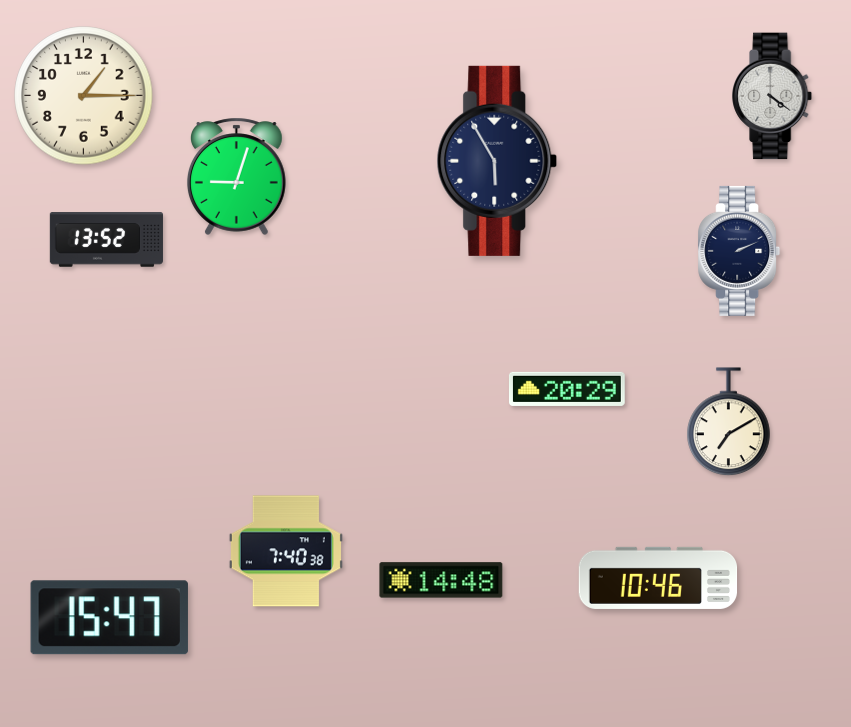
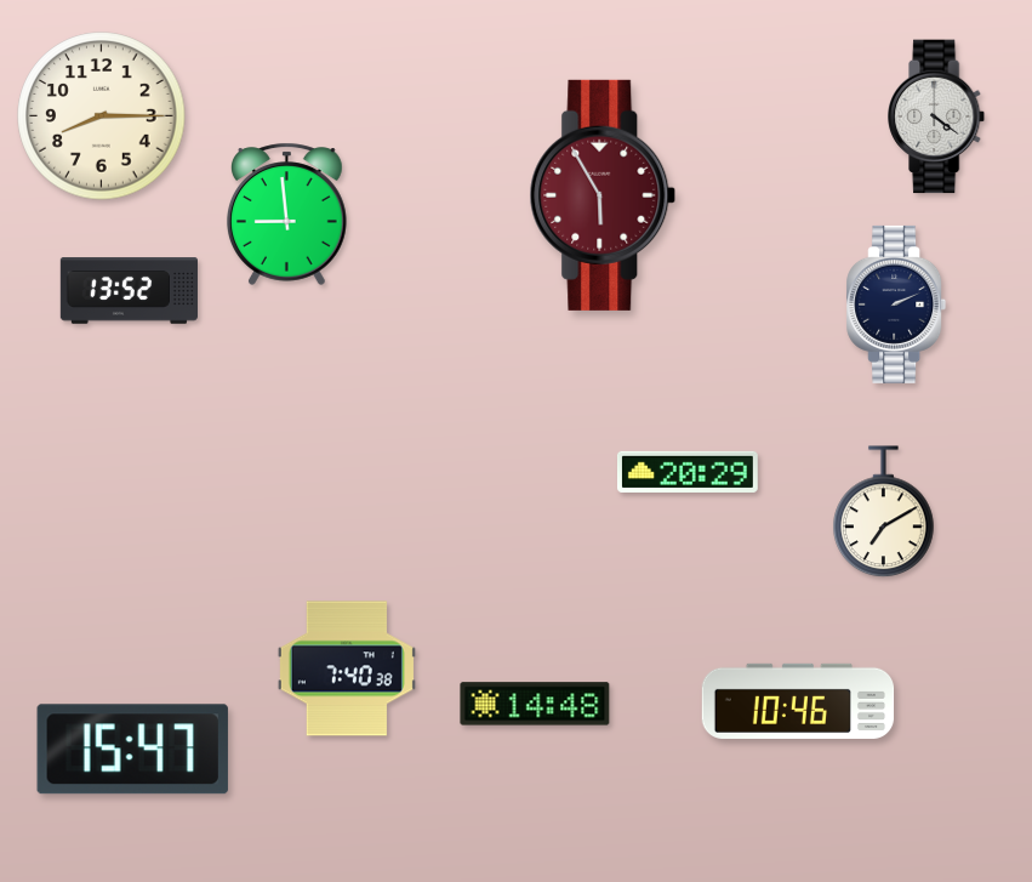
clock at (84, 96): 1:15 -> 8:15
clock at (497, 161) dial: navy -> burgundy
clock at (236, 176): 9:03 -> 8:59
